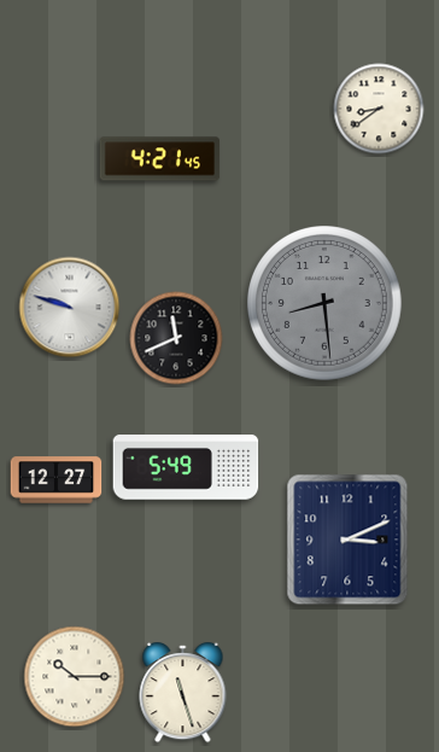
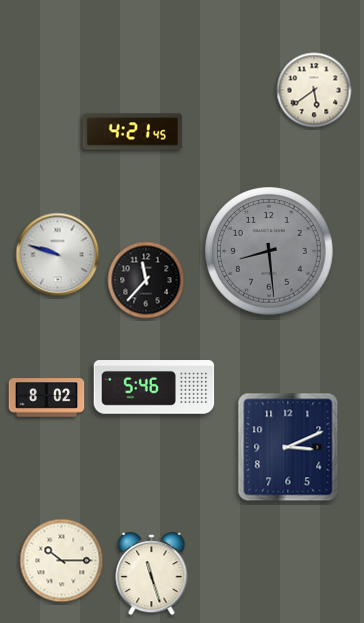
clock at (379, 109): 8:39 -> 5:39
clock at (176, 338): 11:41 -> 11:37
clock at (186, 467): 5:49 -> 5:46
clock at (57, 480): 12:27 -> 8:02
